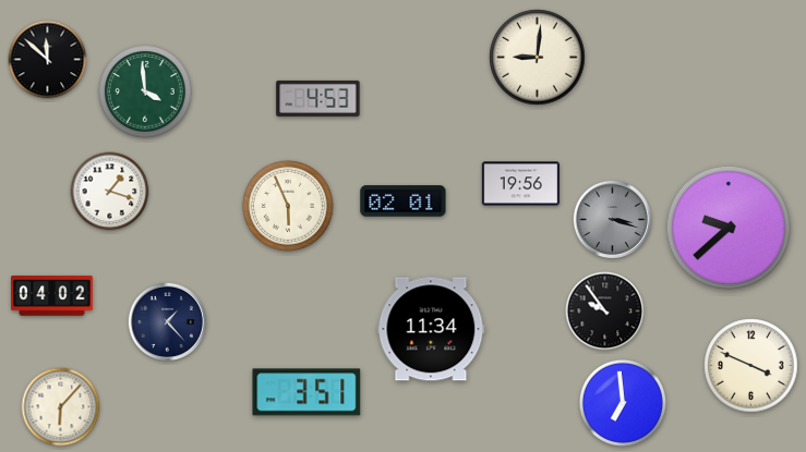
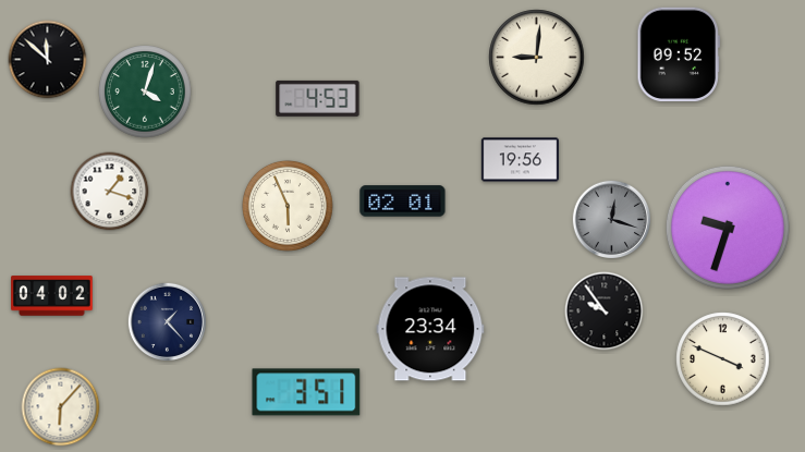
clock at (679, 54): none -> 09:52
clock at (145, 91): 3:59 -> 4:03
clock at (520, 184) position: (520, 184) -> (520, 160)
clock at (612, 219): 3:18 -> 12:18
clock at (729, 228): 9:38 -> 9:33
clock at (431, 329): 11:34 -> 23:34
clock at (751, 366) position: (751, 366) -> (723, 359)
clock at (623, 403): 6:59 -> none
